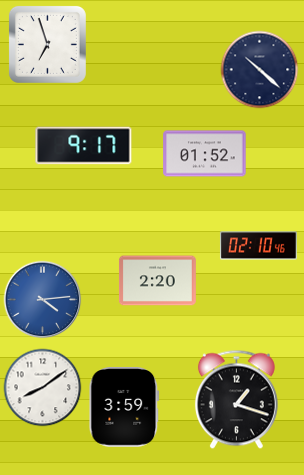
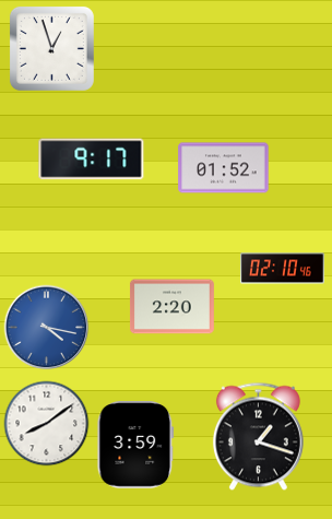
clock at (47, 44): 6:57 -> 12:57
clock at (259, 69): 10:22 -> none
clock at (42, 299): 4:14 -> 4:17
